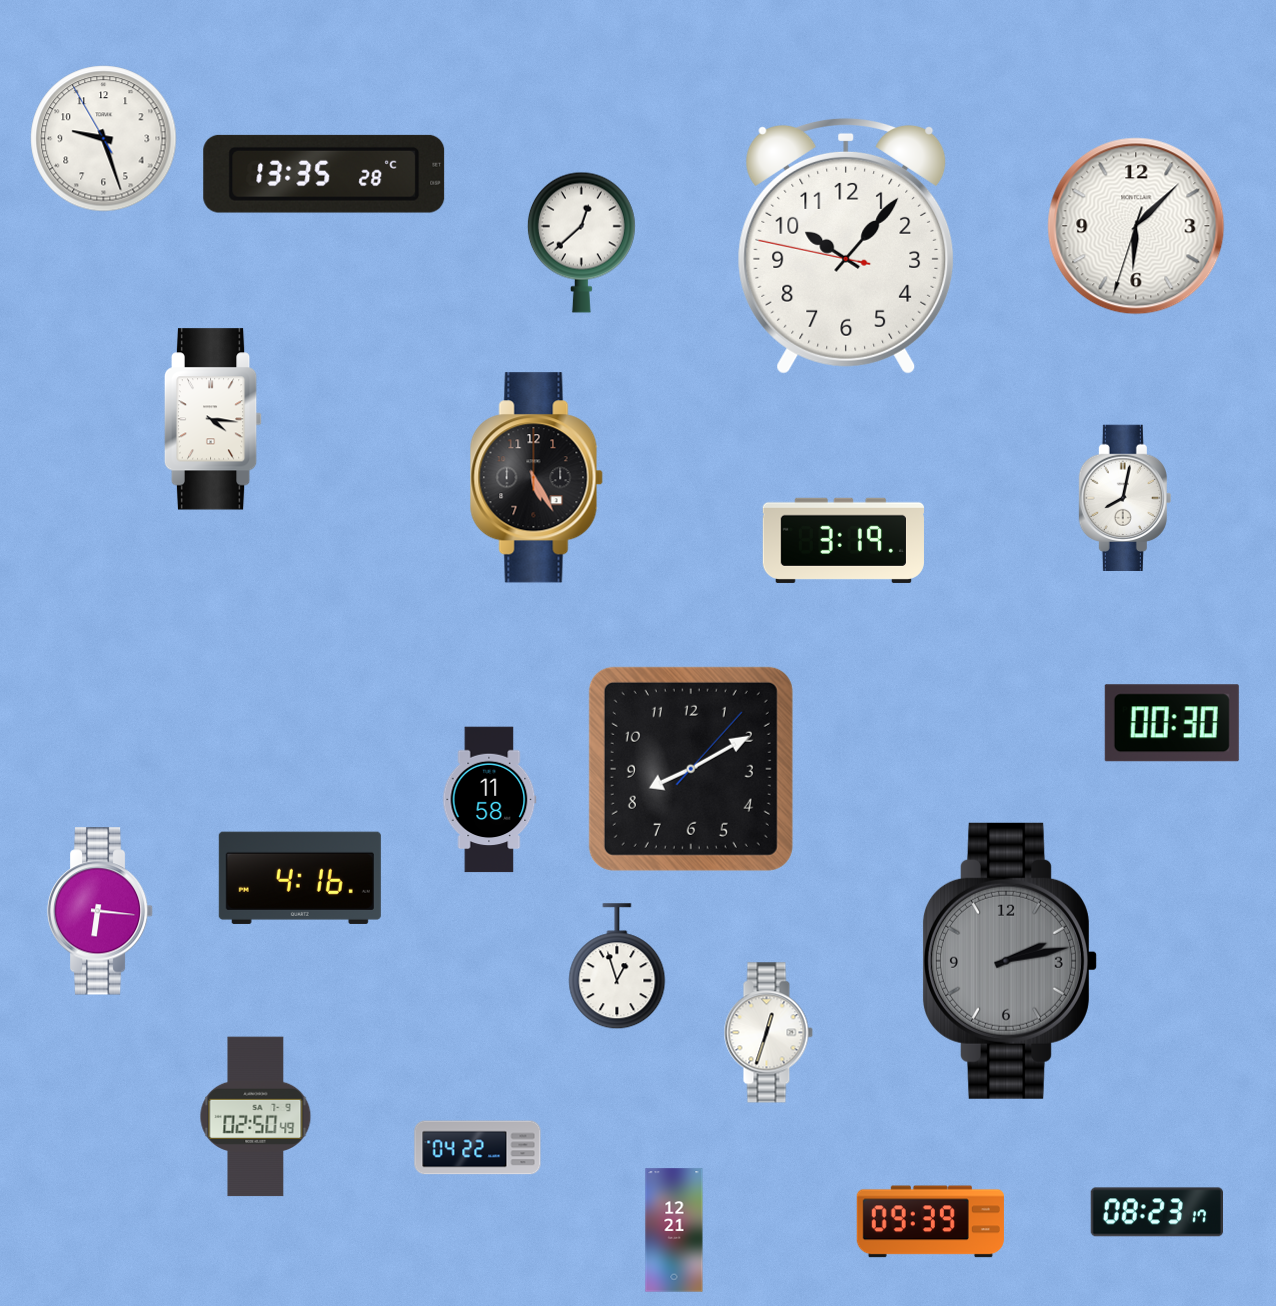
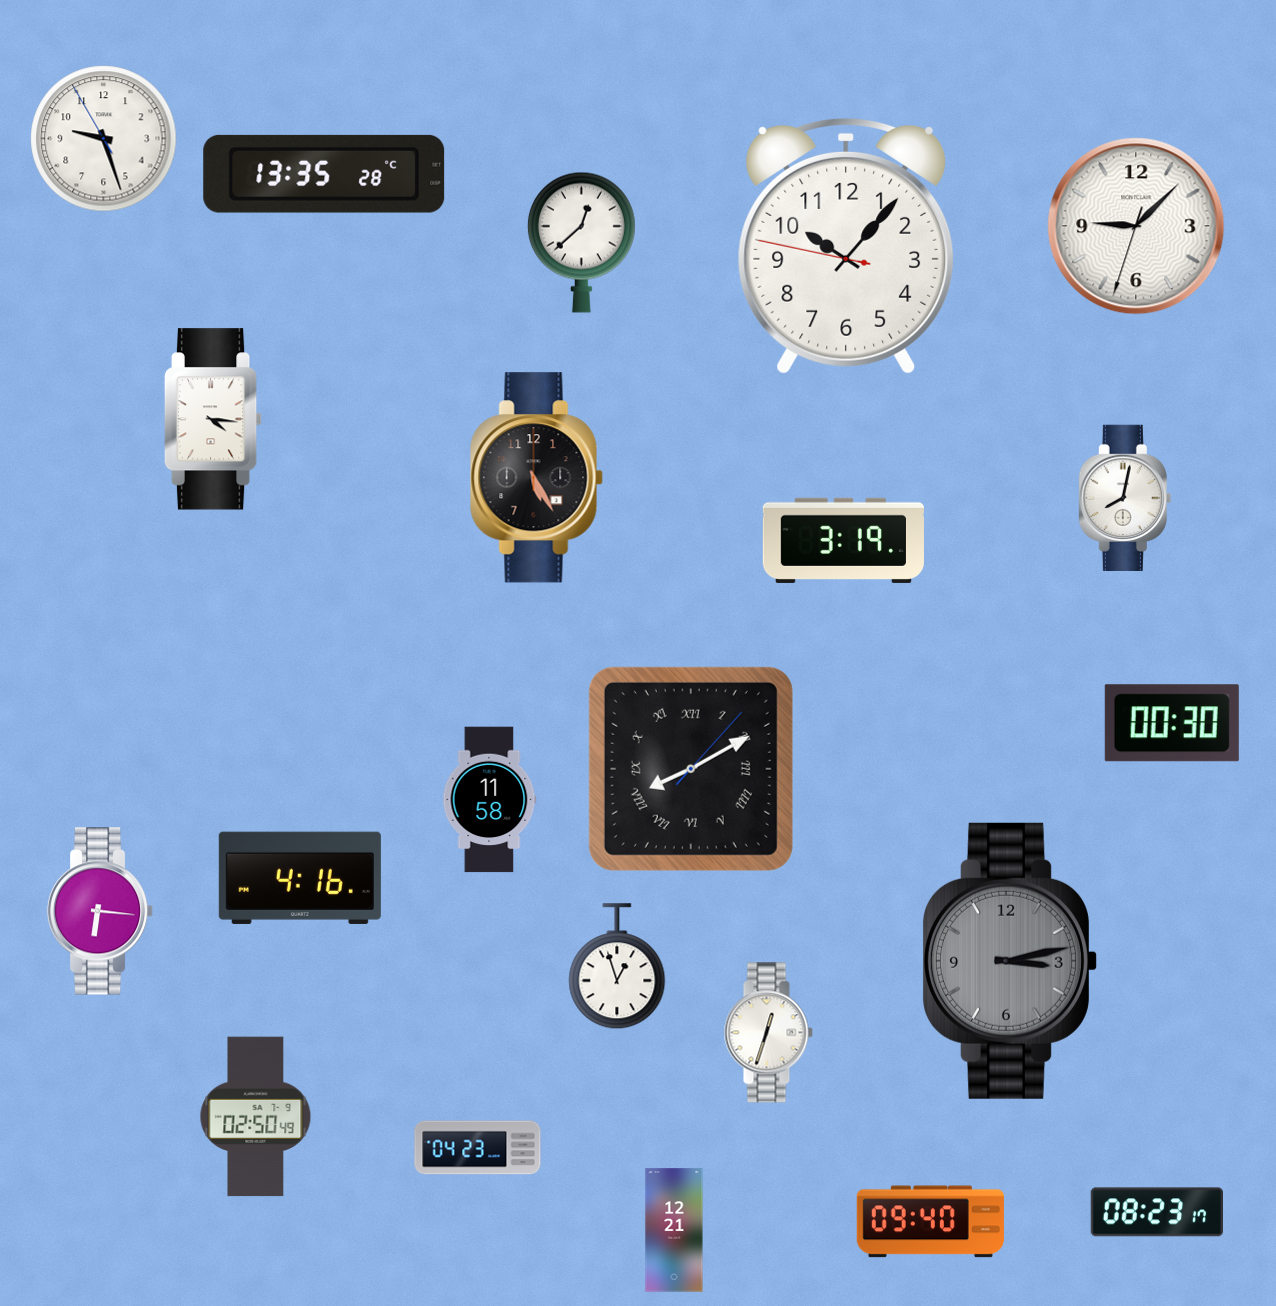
clock at (1136, 226): 6:07 -> 9:07
clock at (691, 769) numerals: Arabic -> Roman
clock at (1009, 961): 2:13 -> 3:13
clock at (478, 1148): 04:22 -> 04:23
clock at (930, 1222): 09:39 -> 09:40
